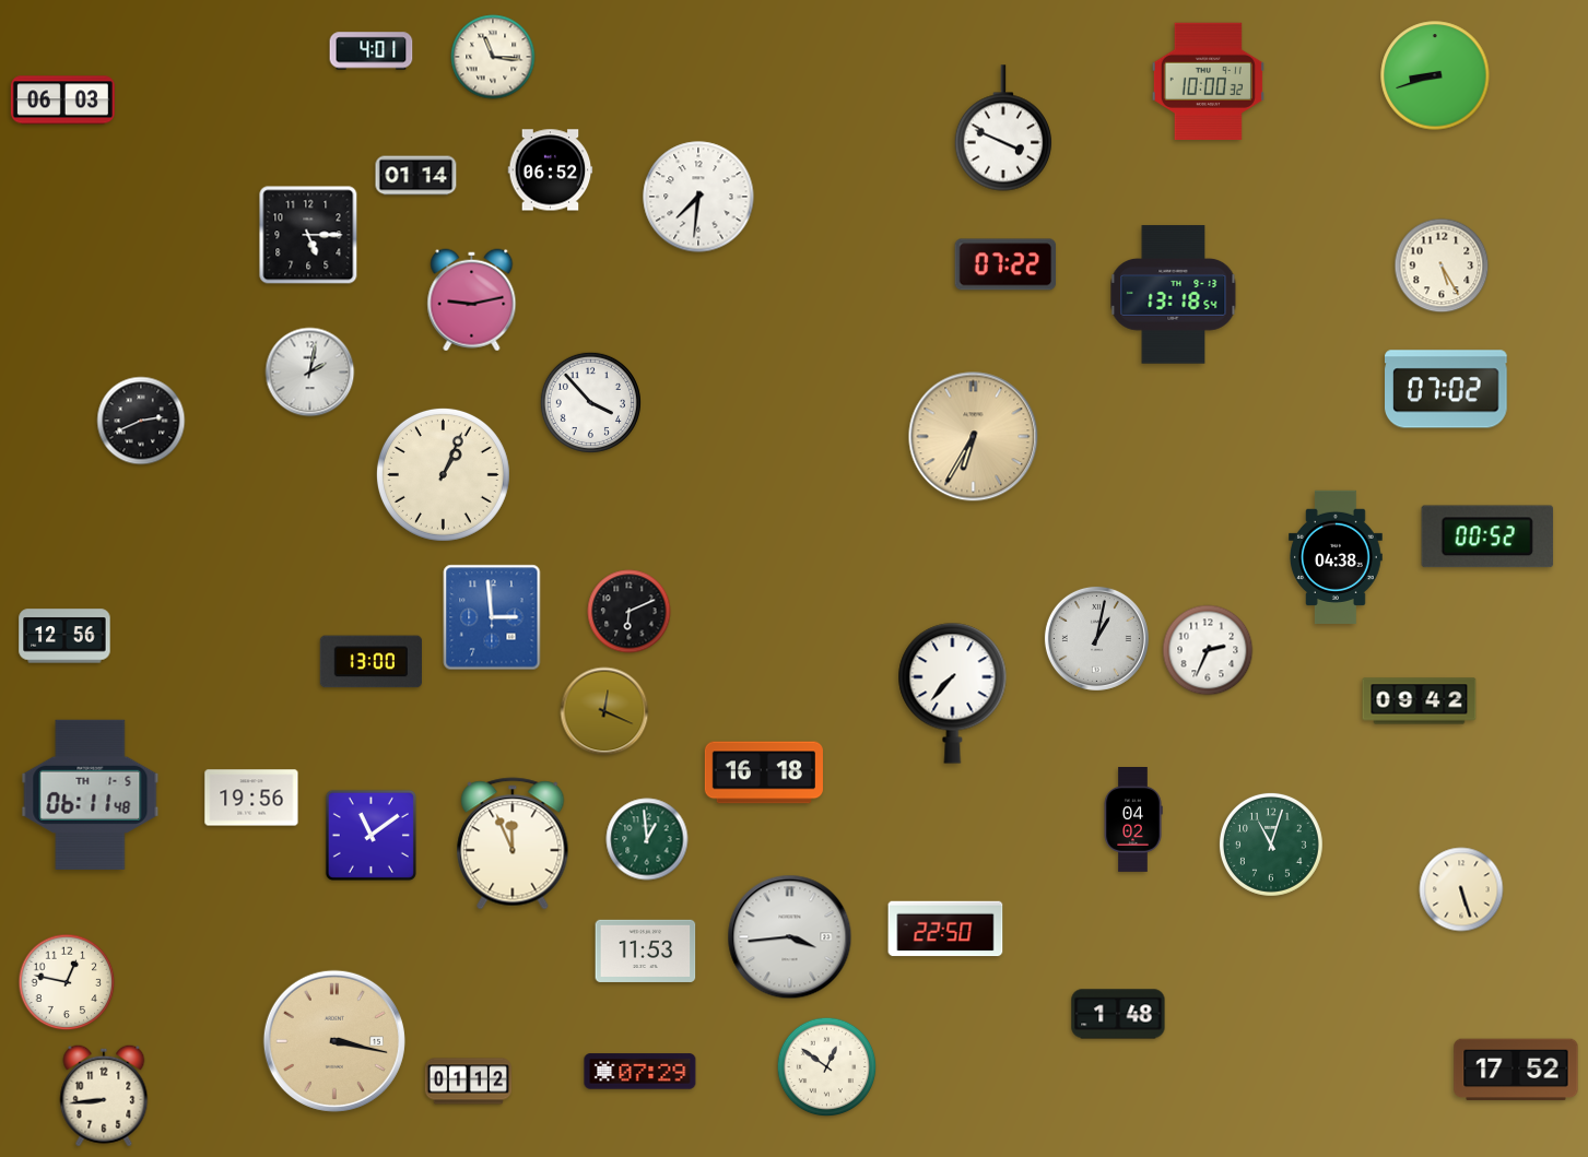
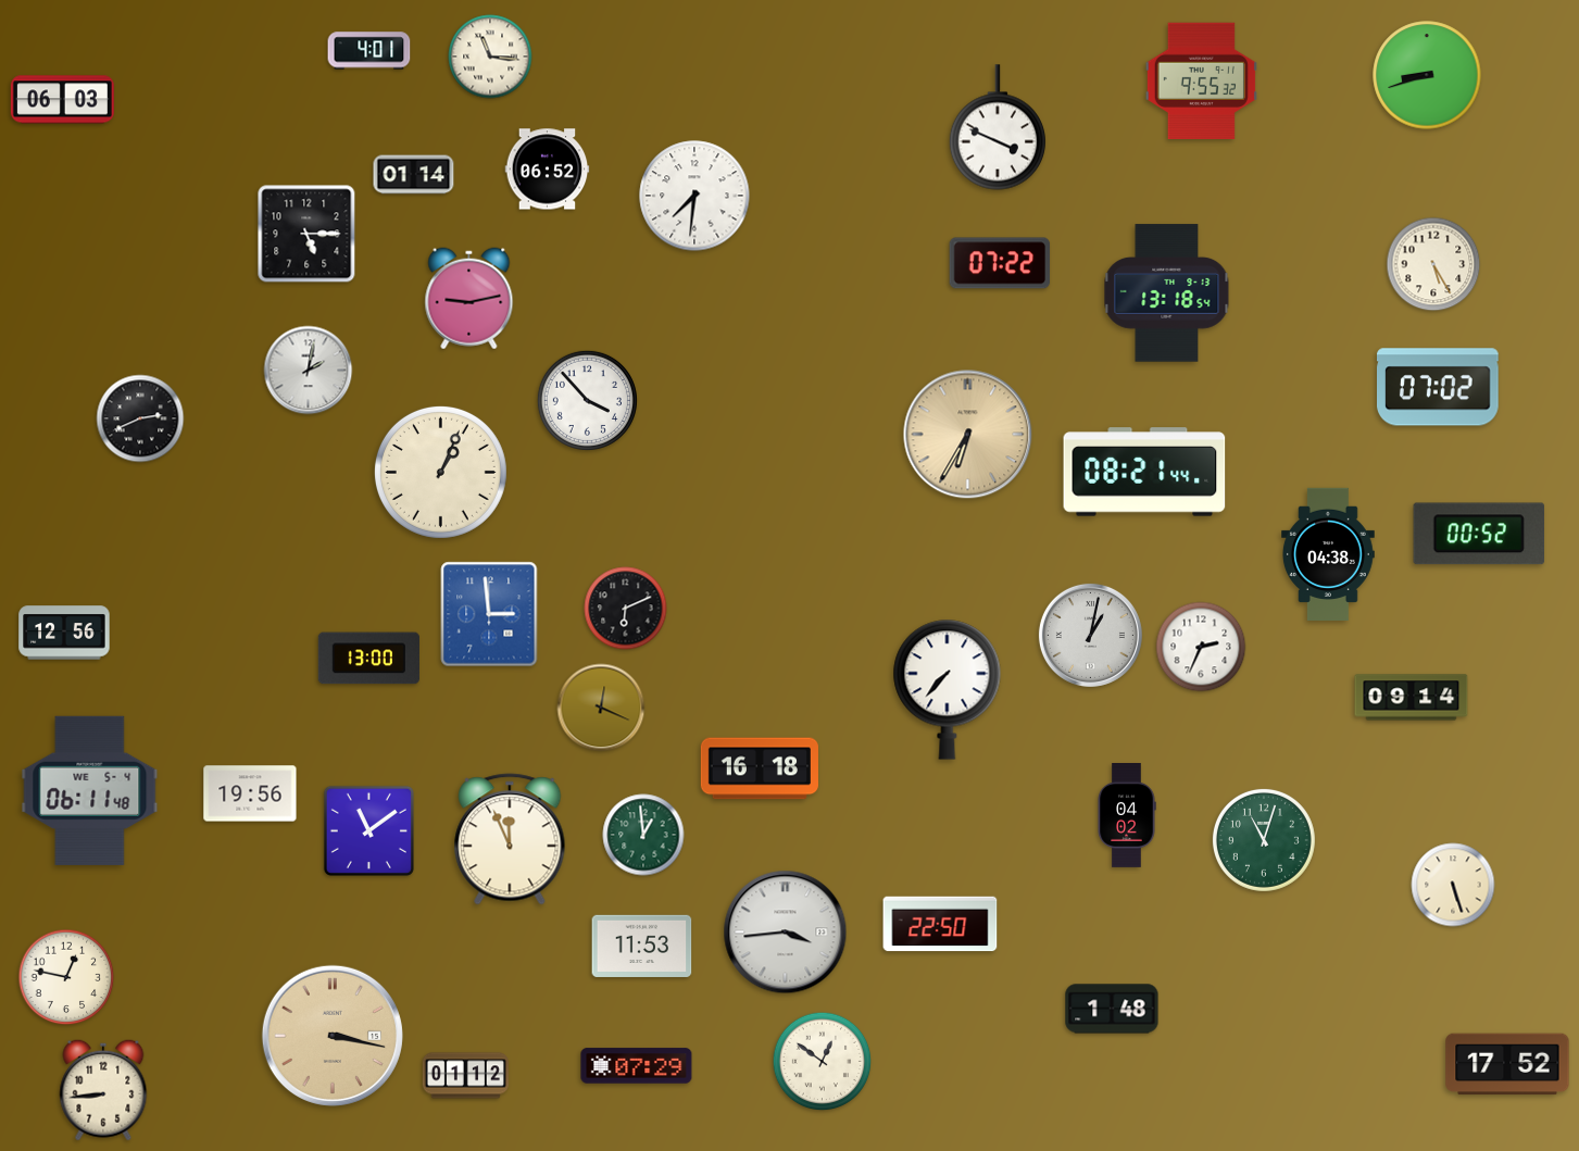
clock at (1208, 81): 10:00 -> 9:55
clock at (1144, 472): none -> 08:21
clock at (1420, 701): 09:42 -> 09:14
clock at (91, 794) date: TH 1-5 -> WE 5-4
